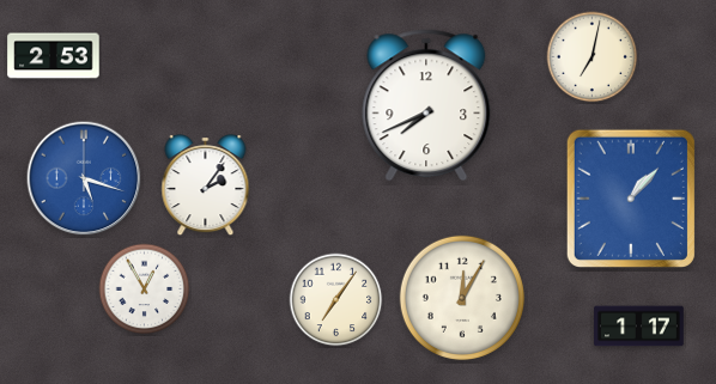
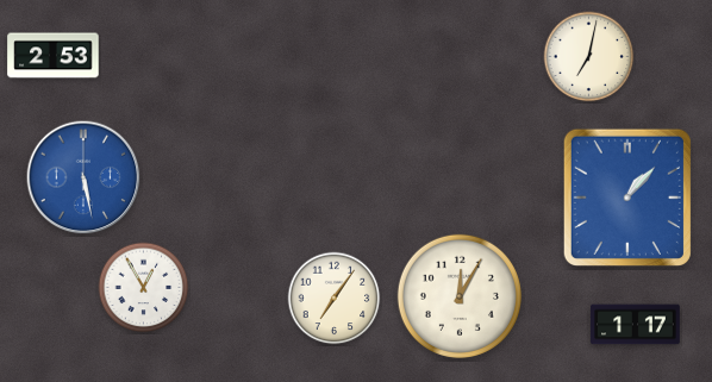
clock at (426, 105): 7:41 -> none
clock at (84, 178): 5:18 -> 5:28
clock at (206, 187): 2:06 -> none
